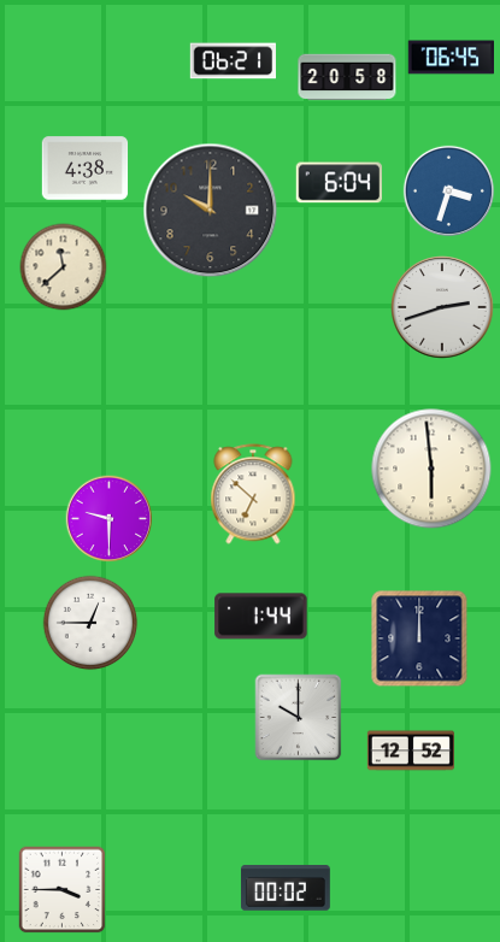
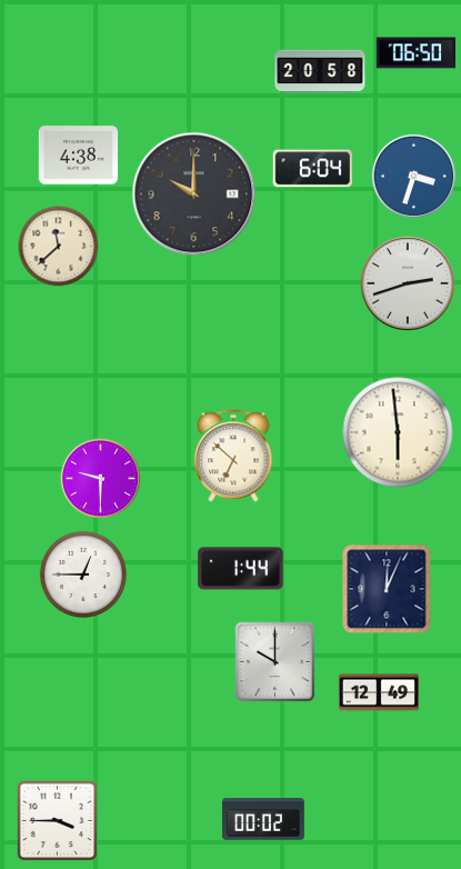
clock at (452, 58): 06:45 -> 06:50
clock at (233, 61): 06:21 -> none
clock at (419, 638): 12:00 -> 12:04
clock at (411, 750): 12:52 -> 12:49
